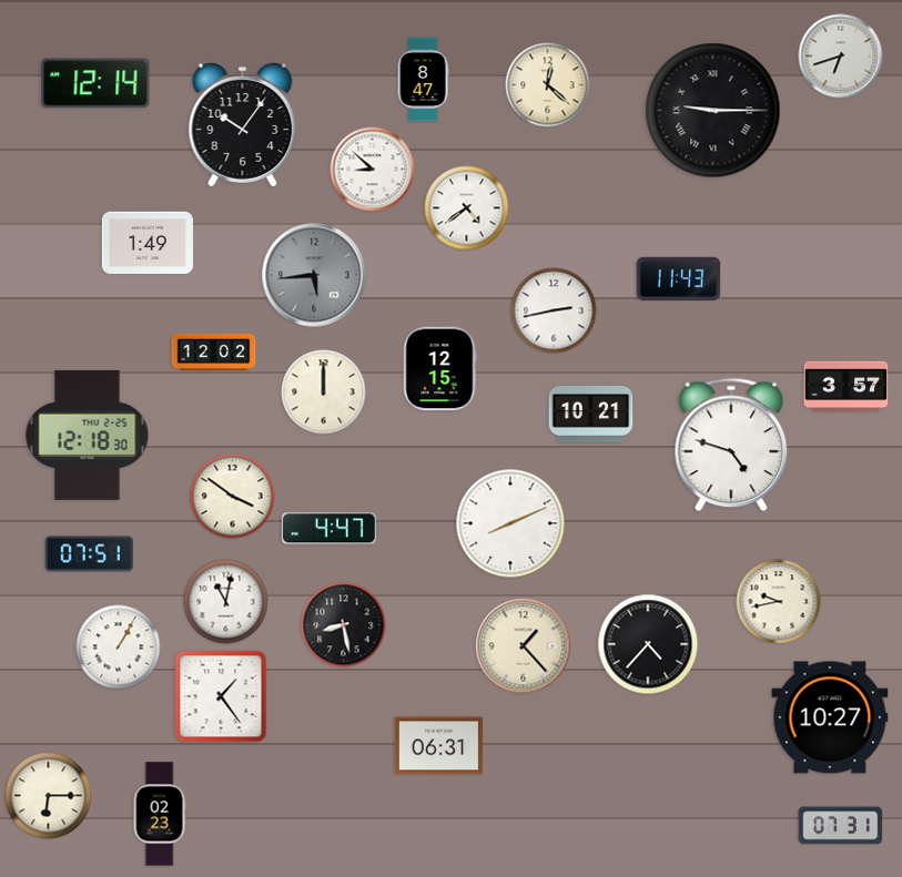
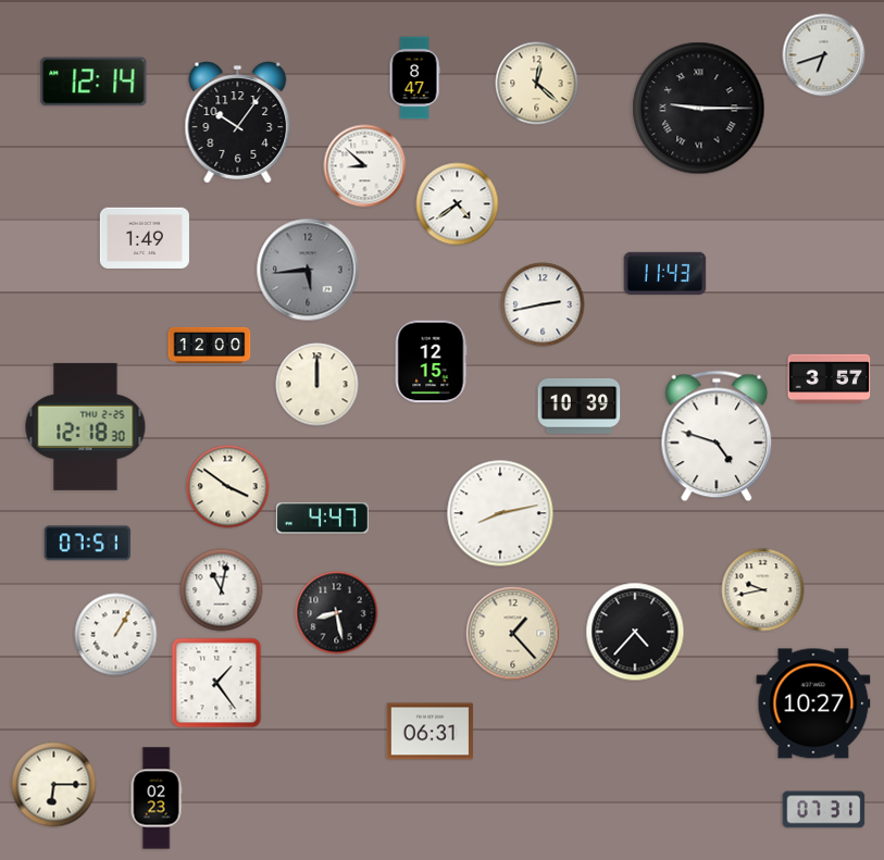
clock at (214, 351): 12:02 -> 12:00
clock at (591, 415): 10:21 -> 10:39
clock at (510, 523): 8:11 -> 8:13
clock at (49, 796) position: (49, 796) -> (54, 785)
